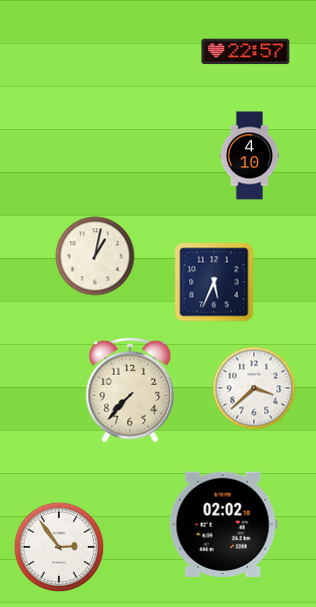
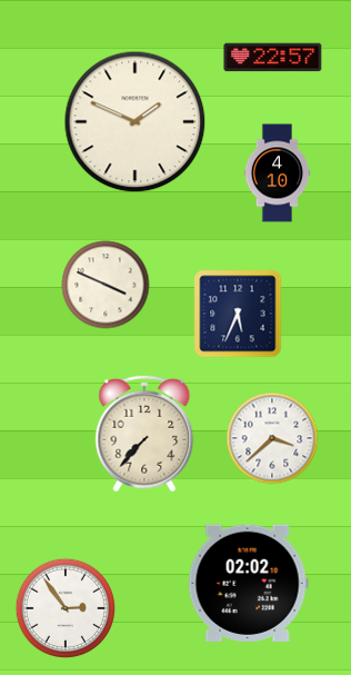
clock at (136, 122): none -> 1:49
clock at (95, 256): 1:02 -> 3:49
clock at (254, 388) position: (254, 388) -> (272, 438)
